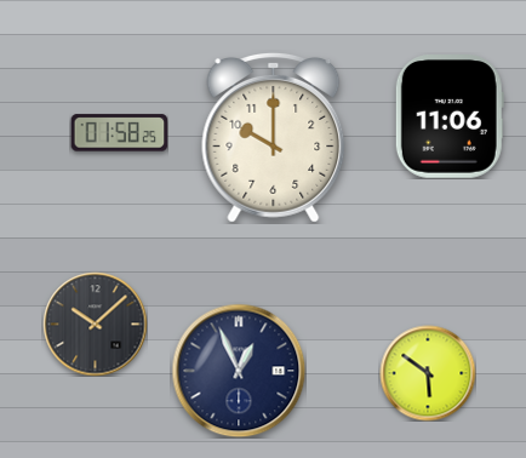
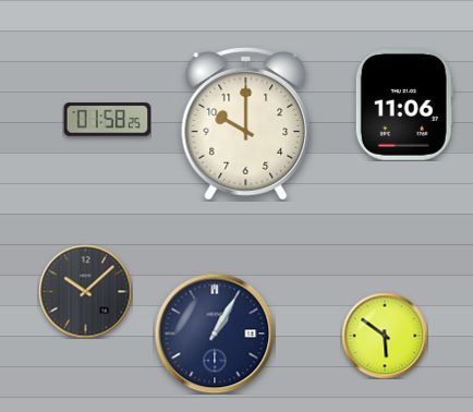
clock at (239, 371): 12:56 -> 1:05
